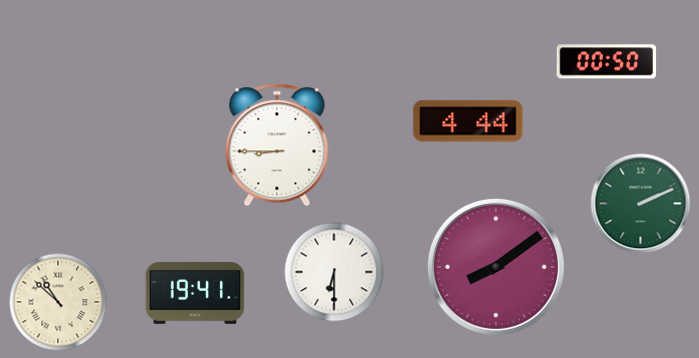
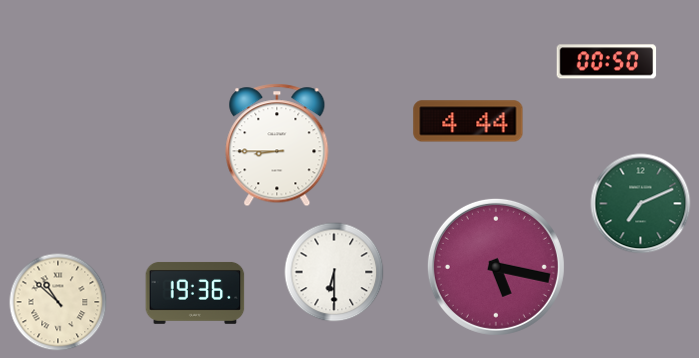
clock at (641, 204): 2:11 -> 7:11
clock at (496, 267): 8:09 -> 5:17
clock at (195, 293): 19:41 -> 19:36
